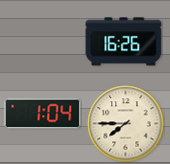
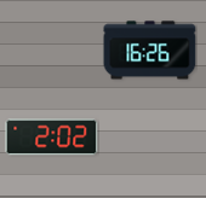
clock at (43, 114): 1:04 -> 2:02
clock at (126, 124): 7:45 -> none
